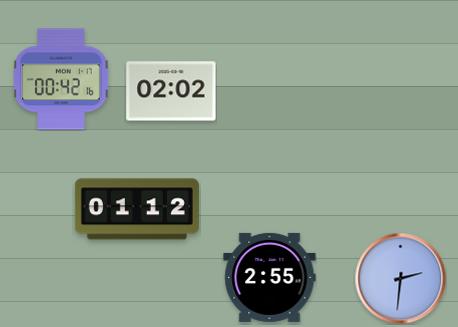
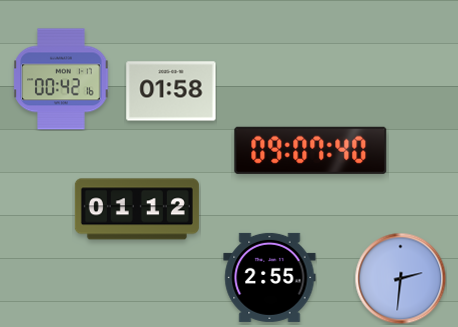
clock at (171, 91): 02:02 -> 01:58
clock at (311, 150): none -> 09:07
